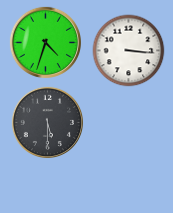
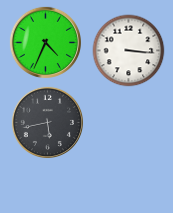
clock at (45, 42): 4:33 -> 4:34
clock at (47, 122): 5:30 -> 5:43
